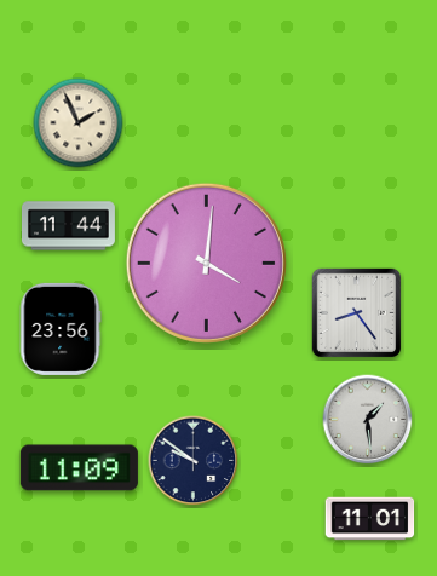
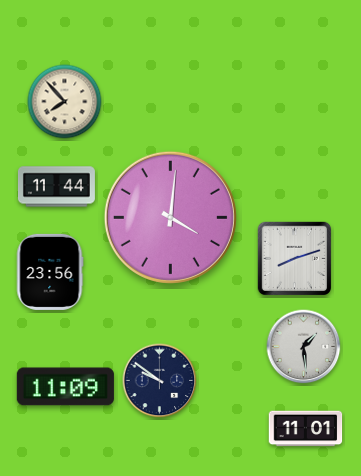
clock at (79, 123): 1:56 -> 7:53
clock at (356, 312): 8:24 -> 8:12
